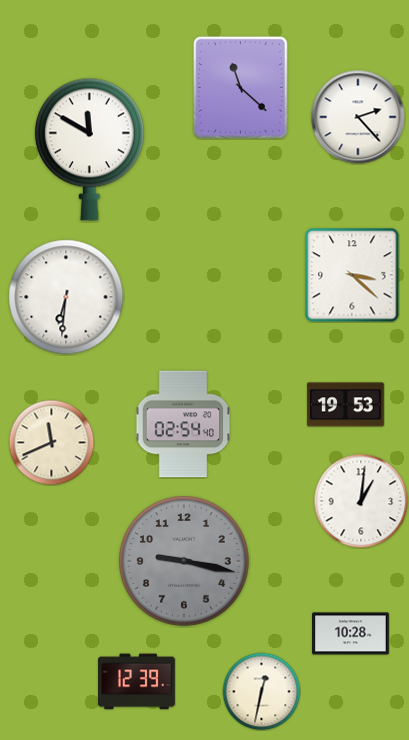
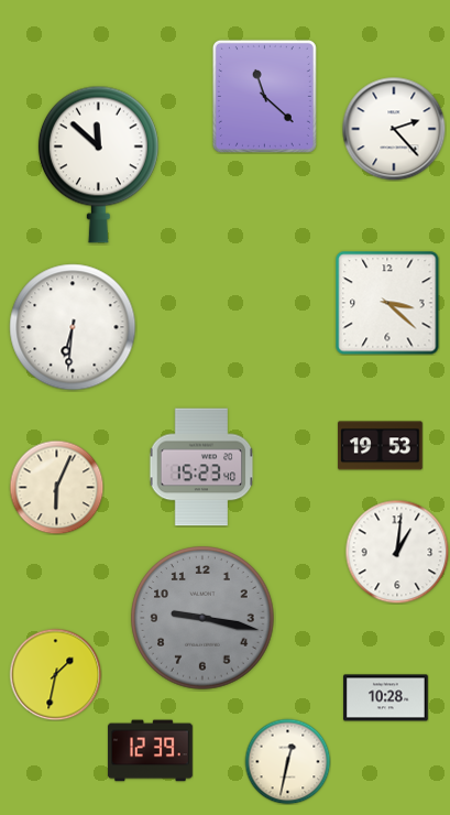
clock at (89, 149): 11:50 -> 11:52
clock at (183, 424): 02:54 -> 15:23
clock at (51, 442): 11:41 -> 6:04
clock at (55, 674): none -> 1:32
